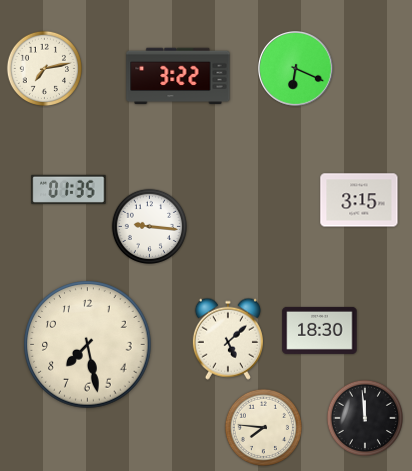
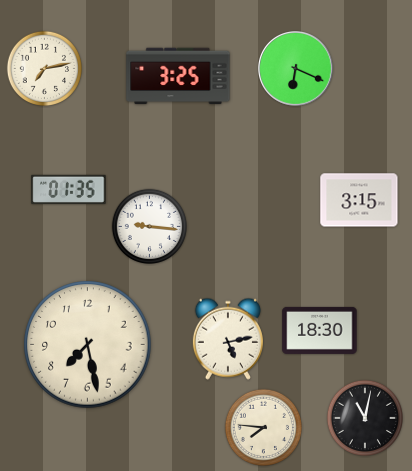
clock at (178, 76): 3:22 -> 3:25
clock at (228, 339): 5:08 -> 5:13
clock at (364, 417): 11:59 -> 11:02
